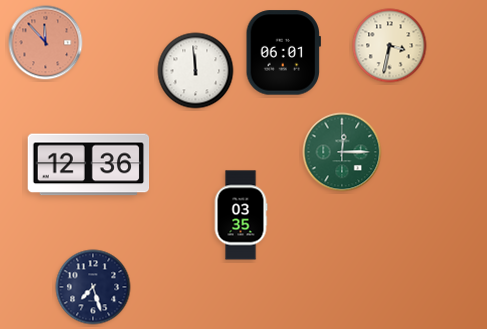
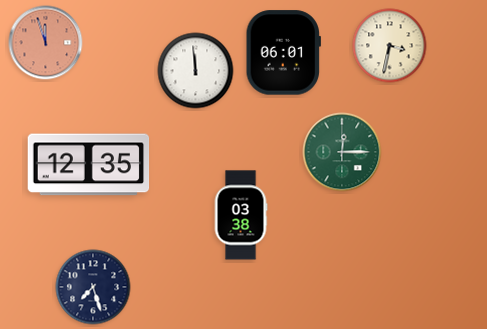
clock at (46, 43): 11:53 -> 11:57
clock at (89, 165): 12:36 -> 12:35
clock at (241, 215): 03:35 -> 03:38
